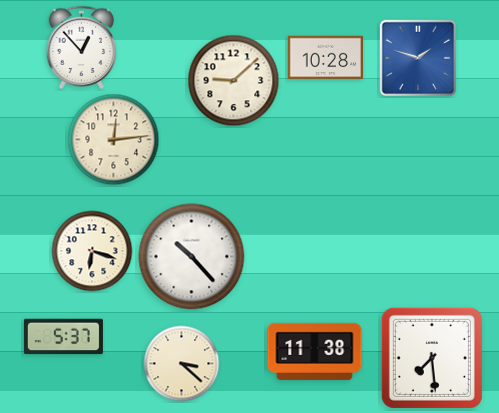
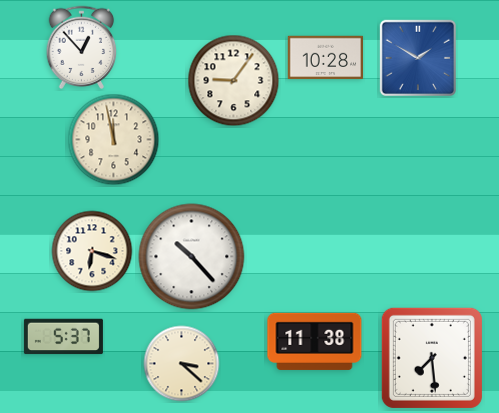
clock at (417, 57): 1:48 -> 1:50
clock at (234, 81): 9:08 -> 9:06
clock at (114, 140): 12:14 -> 11:58
clock at (315, 351) position: (315, 351) -> (315, 341)
